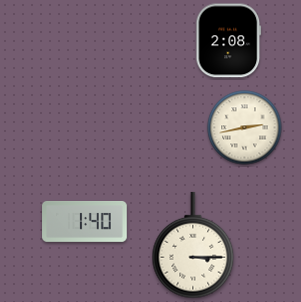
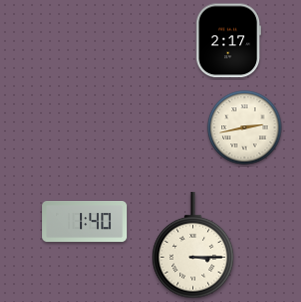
clock at (229, 41): 2:08 -> 2:17
